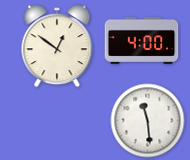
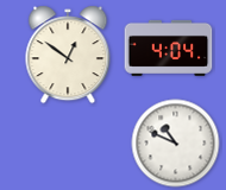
clock at (142, 40): 4:00 -> 4:04
clock at (148, 121): 11:29 -> 10:49
